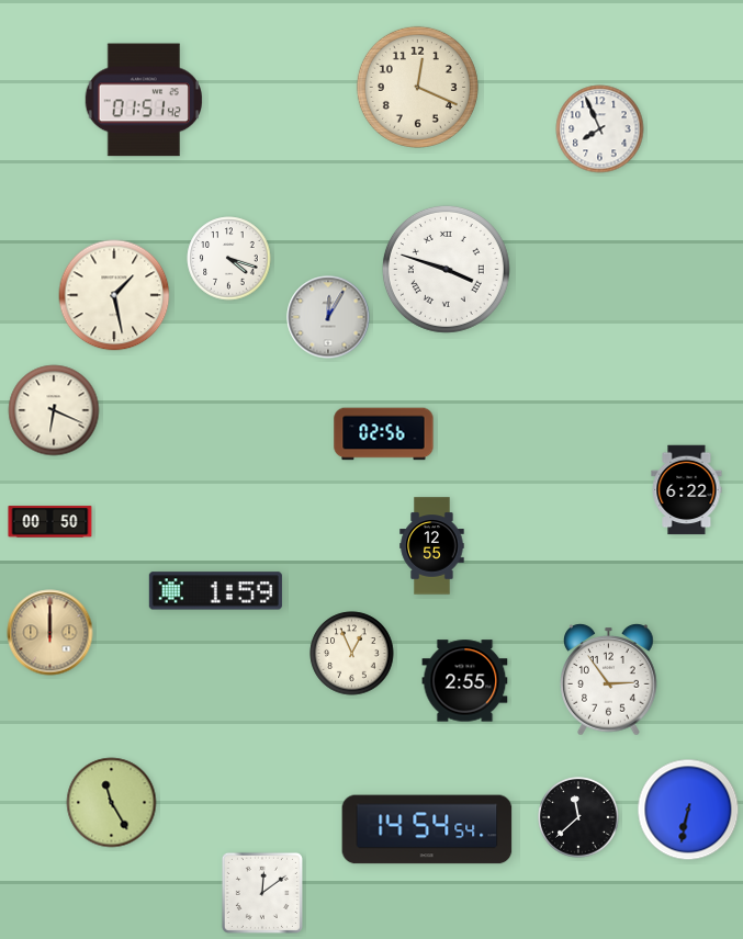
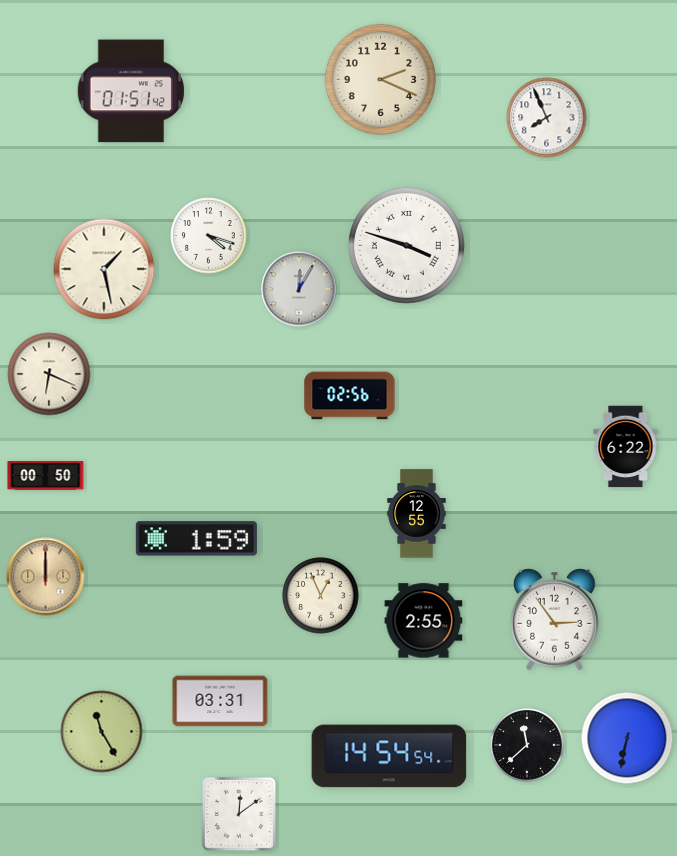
clock at (417, 87): 12:19 -> 2:19
clock at (432, 546) position: (432, 546) -> (417, 514)
clock at (220, 701): none -> 03:31
